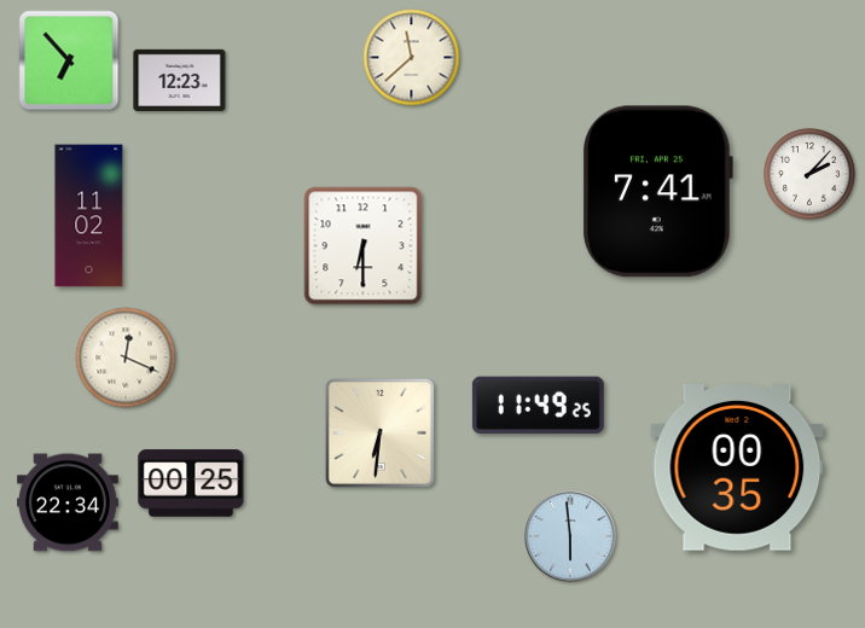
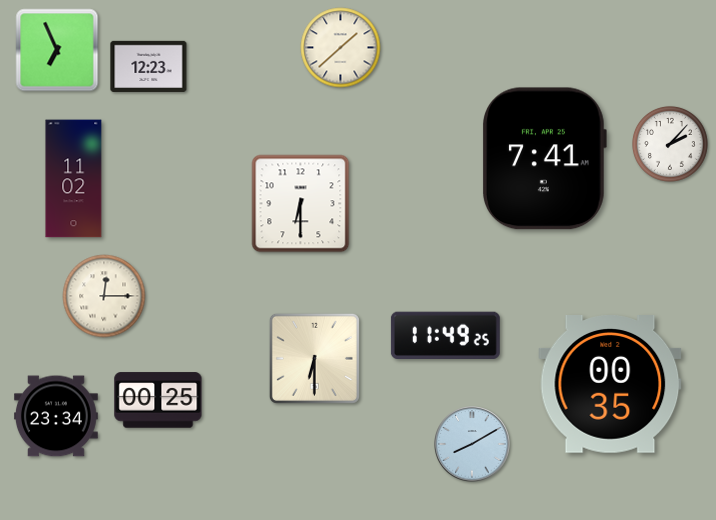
clock at (412, 58): 11:38 -> 1:38
clock at (69, 60): 6:53 -> 6:56
clock at (126, 357): 12:19 -> 12:15
clock at (379, 432): 6:31 -> 6:30
clock at (737, 469) position: (737, 469) -> (610, 385)
clock at (69, 502): 22:34 -> 23:34
clock at (570, 536): 5:59 -> 8:10
